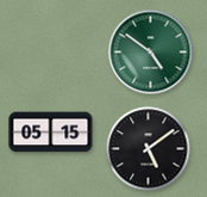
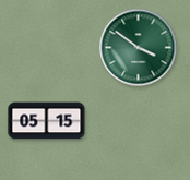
clock at (151, 53): 4:51 -> 3:51
clock at (149, 149): 5:09 -> none
